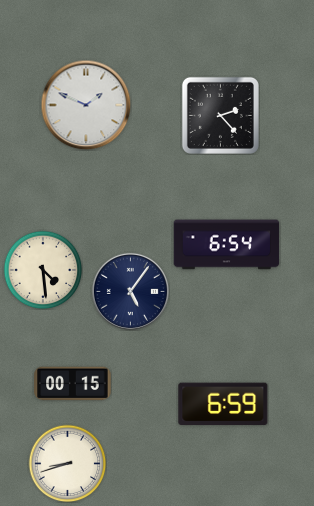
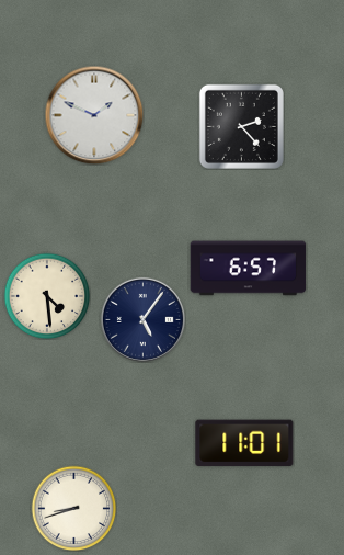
clock at (227, 245): 6:54 -> 6:57
clock at (73, 384): 00:15 -> none
clock at (223, 404): 6:59 -> 11:01
